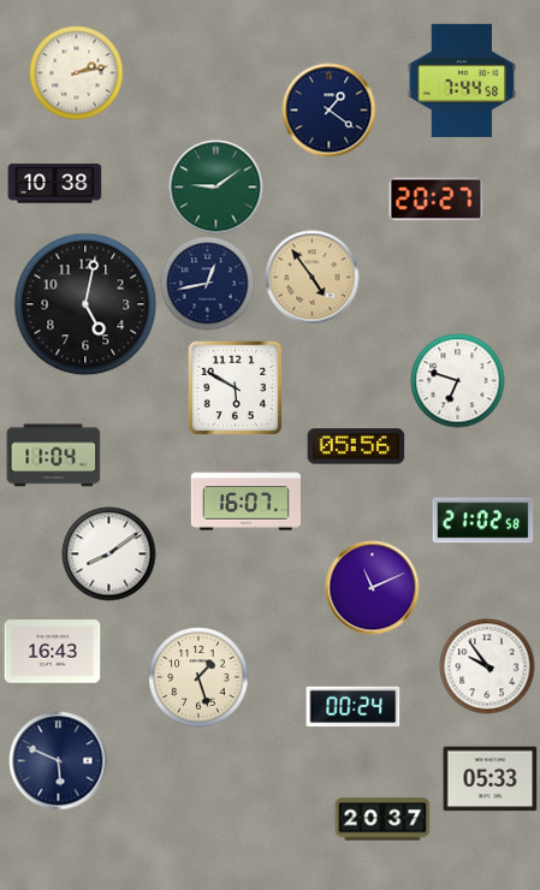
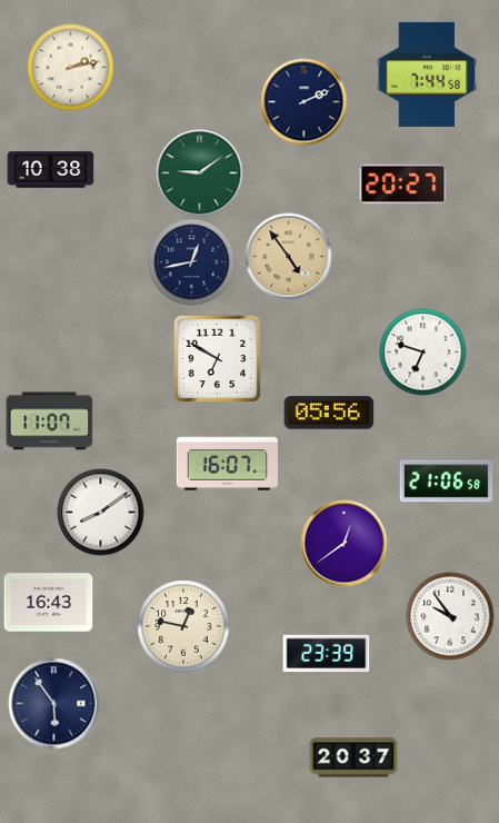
clock at (328, 109): 1:21 -> 2:11
clock at (85, 304): 5:02 -> none
clock at (235, 387): 5:50 -> 6:50
clock at (53, 456): 11:04 -> 11:07
clock at (482, 521): 21:02 -> 21:06
clock at (372, 587): 11:11 -> 12:39
clock at (198, 677): 1:27 -> 12:47
clock at (352, 707): 00:24 -> 23:39
clock at (58, 760): 5:49 -> 5:54
clock at (489, 779): 05:33 -> none
